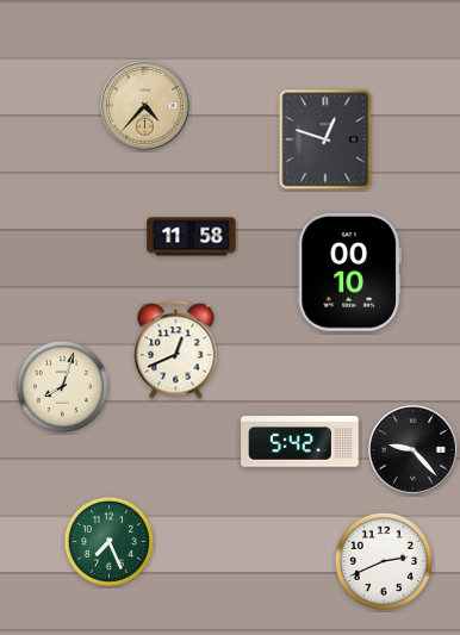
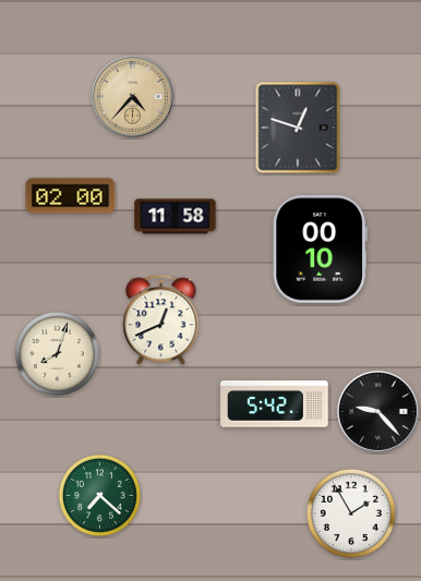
clock at (71, 196): none -> 02:00
clock at (108, 541): 7:26 -> 7:22
clock at (384, 561): 2:41 -> 1:55
